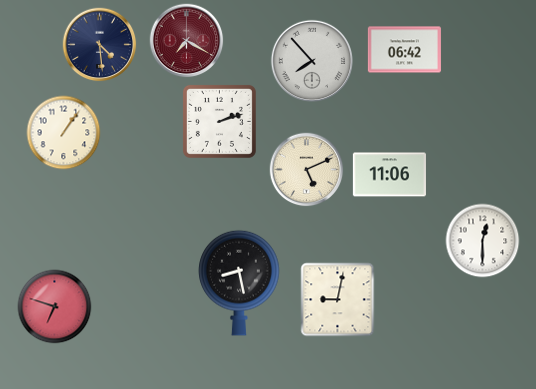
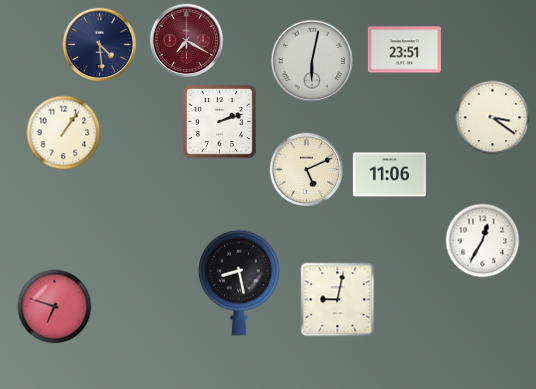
clock at (404, 50): 06:42 -> 23:51
clock at (311, 60): 7:53 -> 6:02
clock at (493, 118): none -> 3:21
clock at (483, 241): 12:30 -> 12:35
